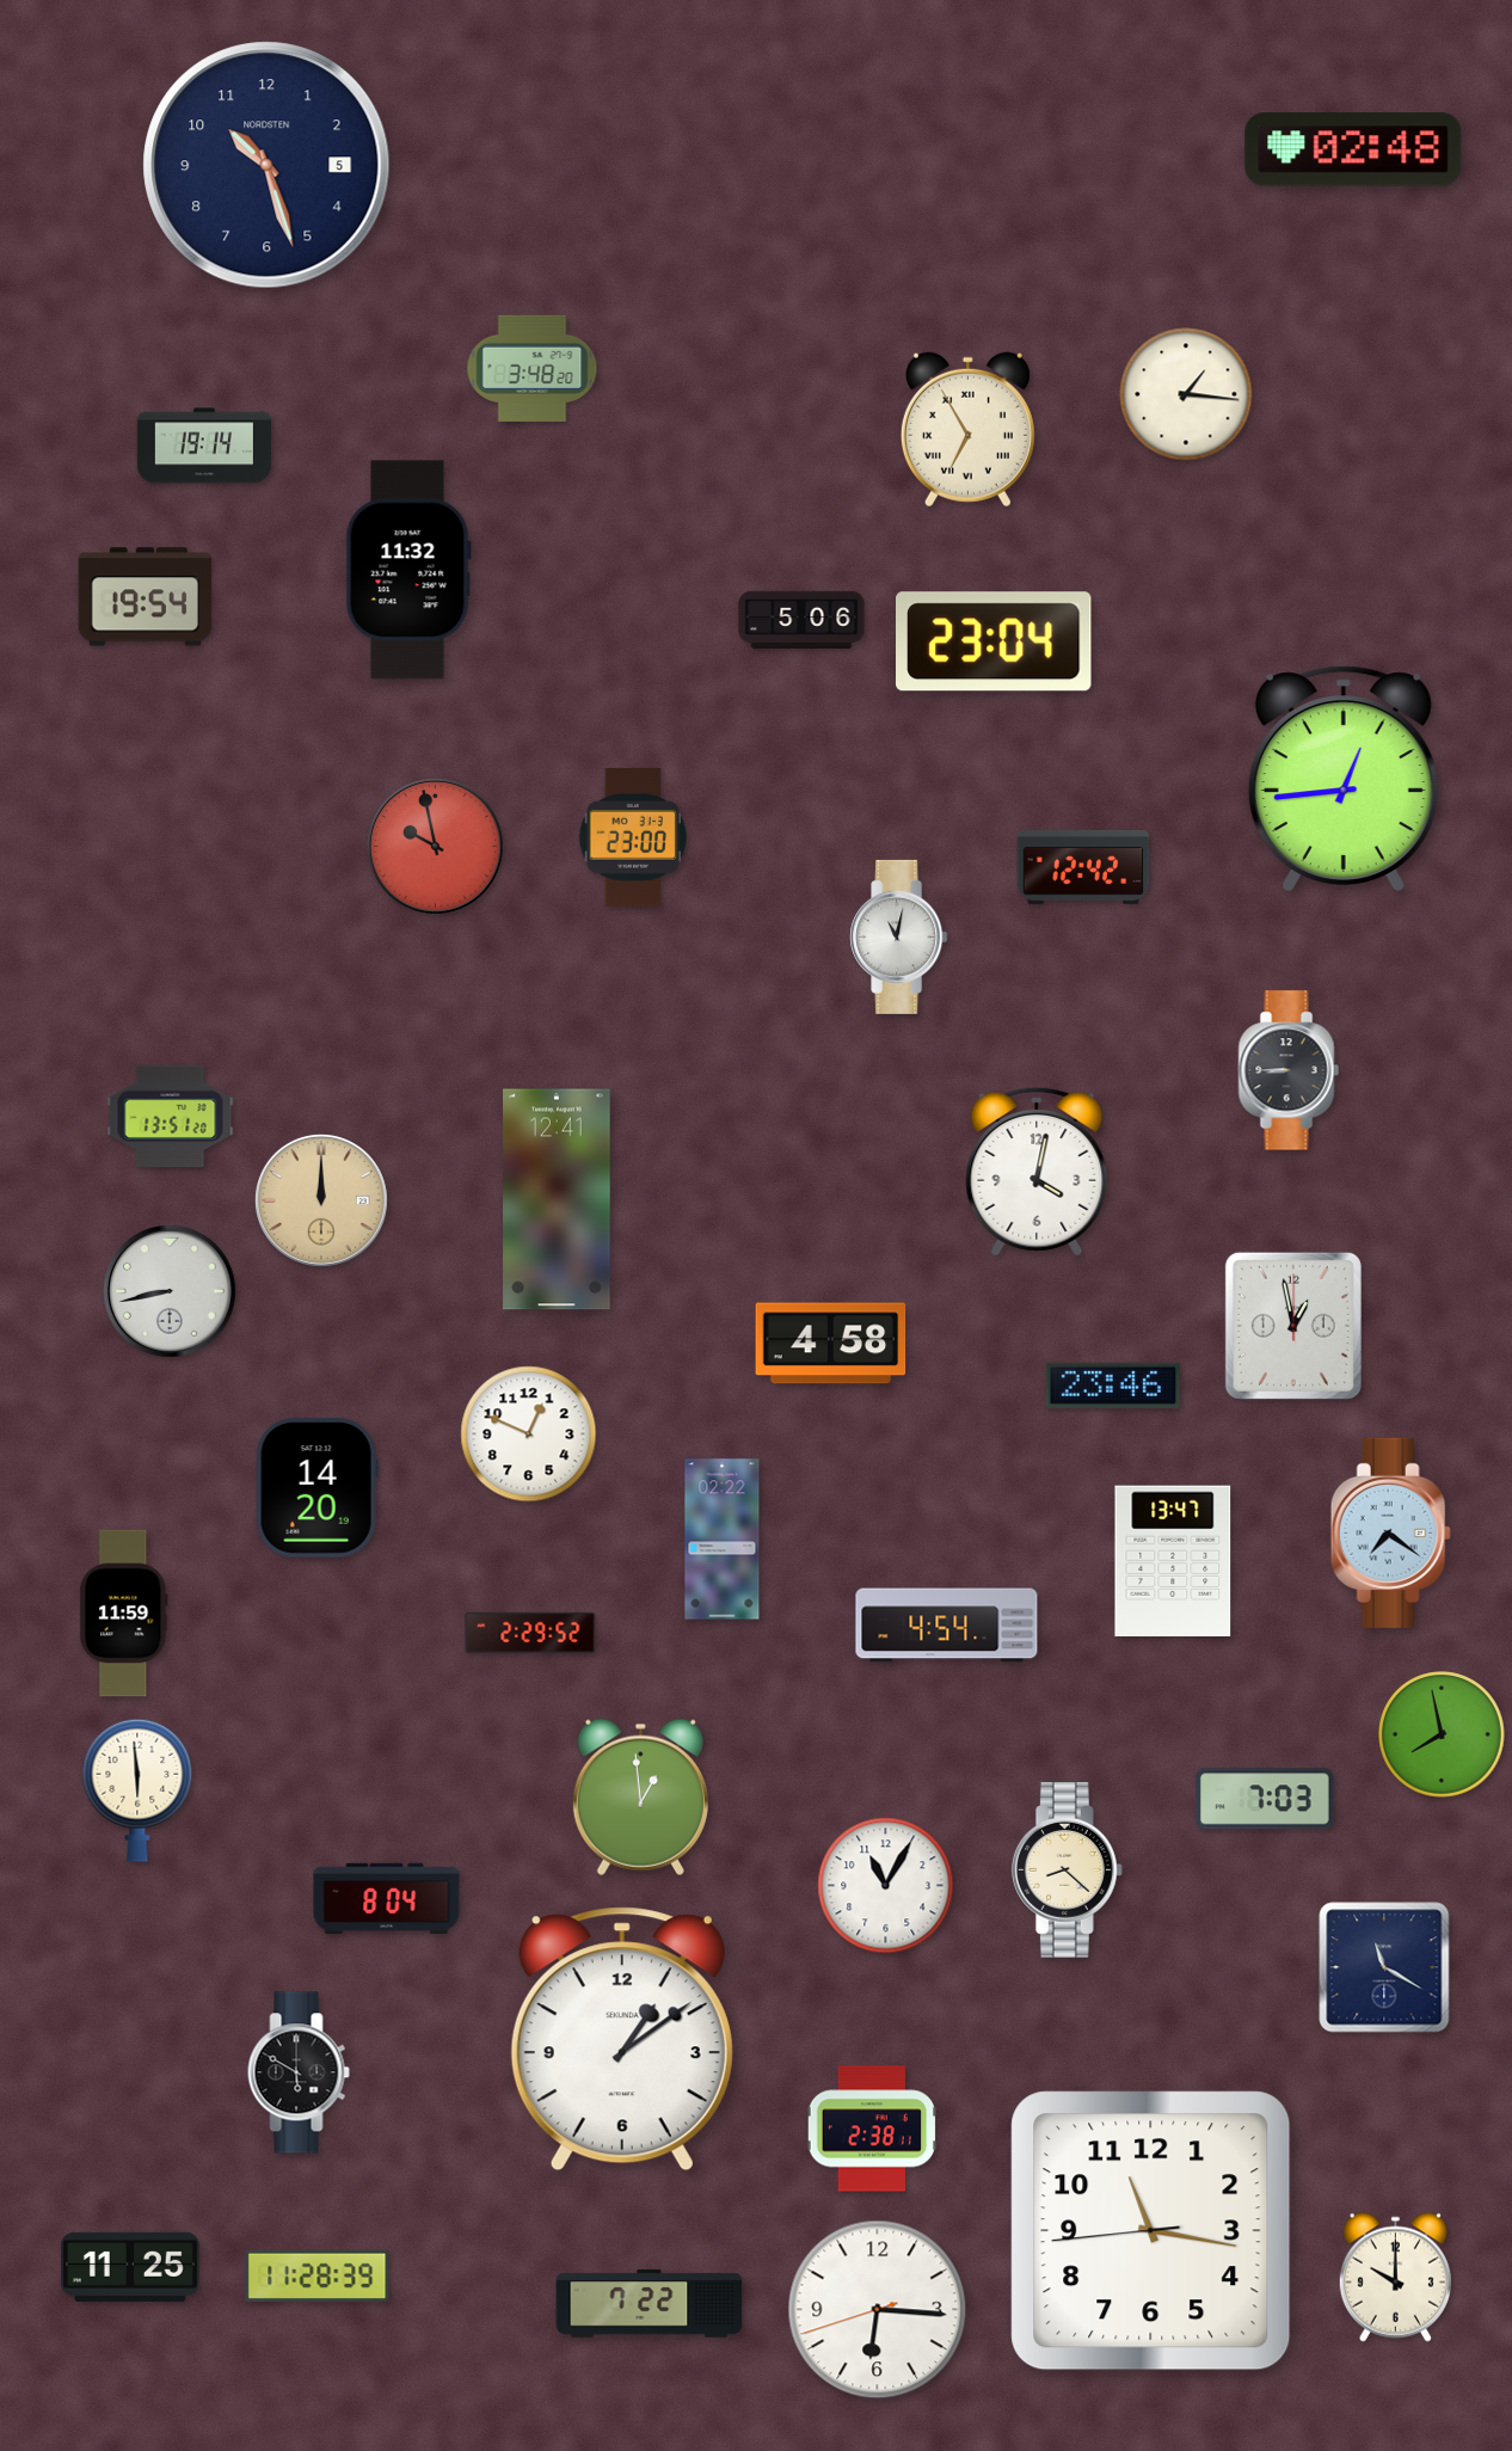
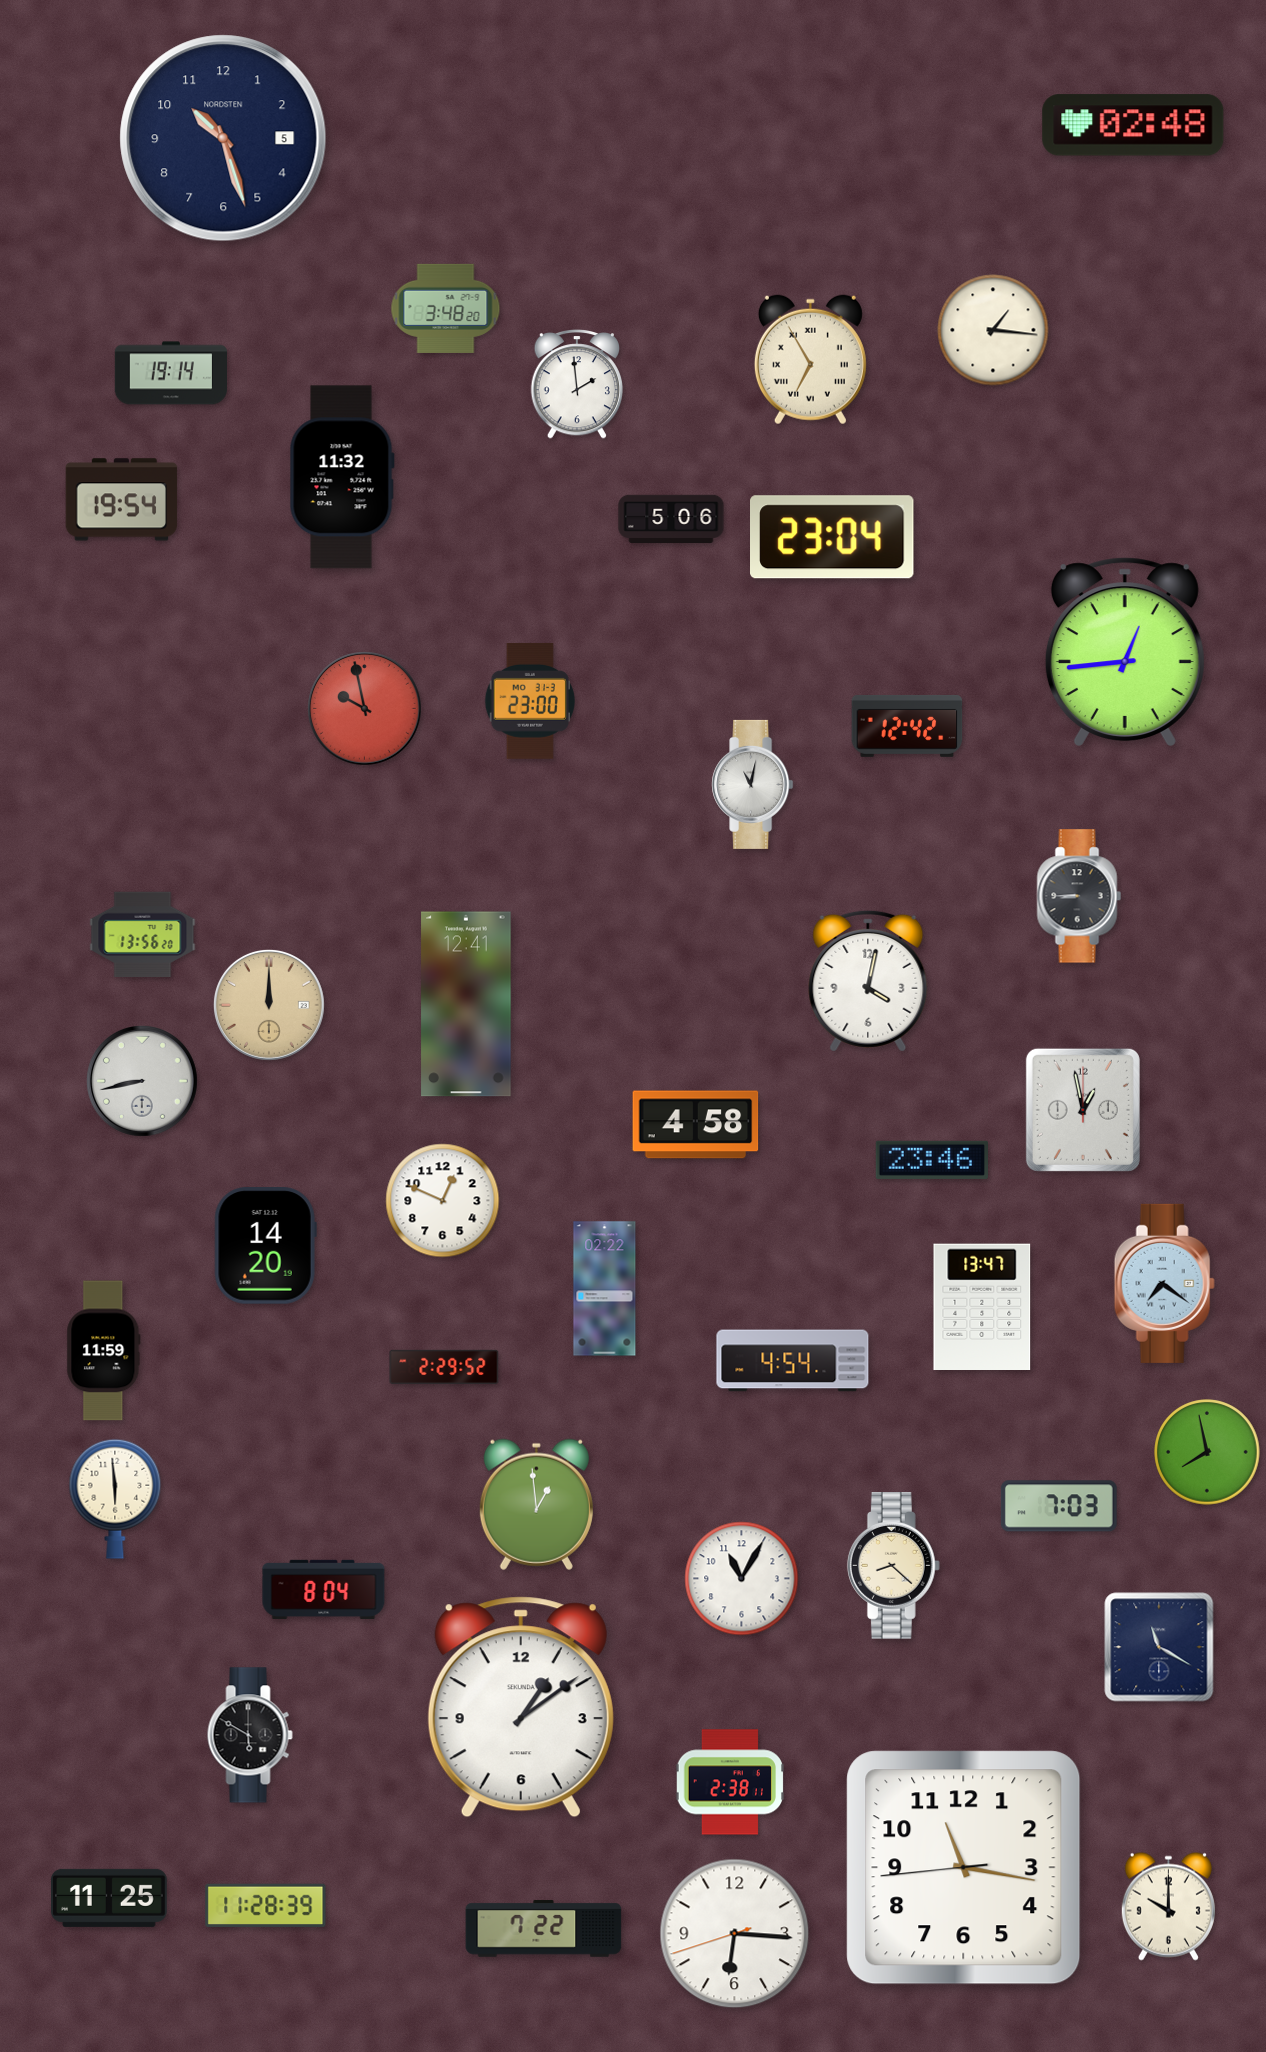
clock at (576, 385): none -> 1:59
clock at (171, 1117): 13:51 -> 13:56
